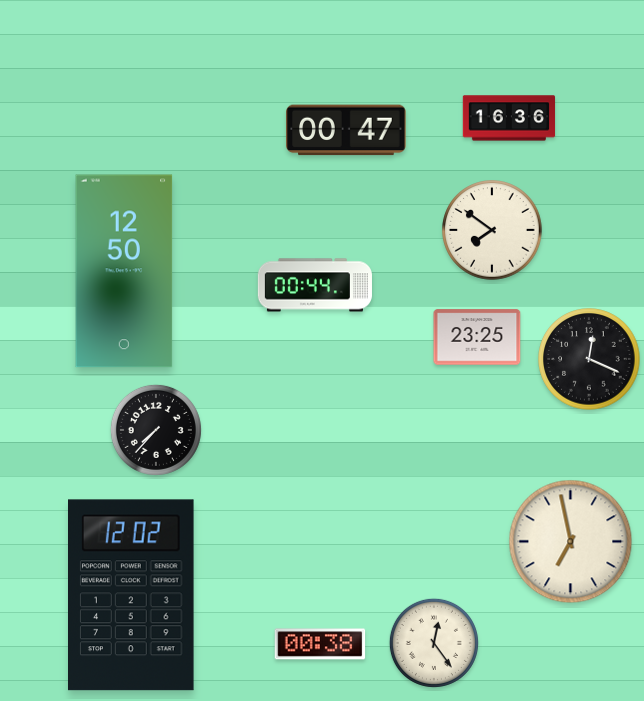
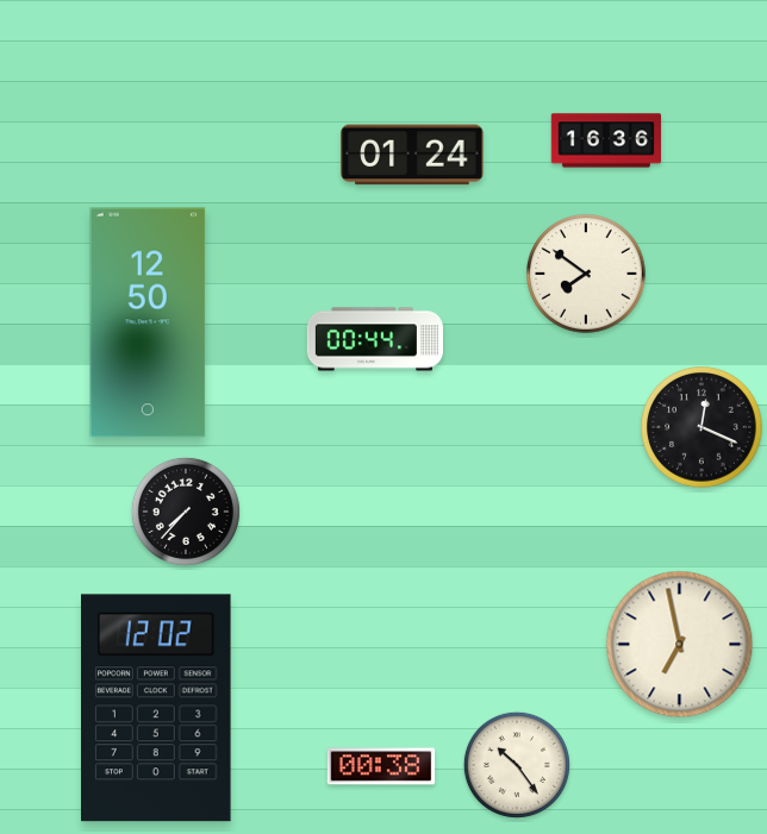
clock at (346, 130): 00:47 -> 01:24
clock at (477, 337): 23:25 -> none
clock at (434, 643): 12:24 -> 10:24
